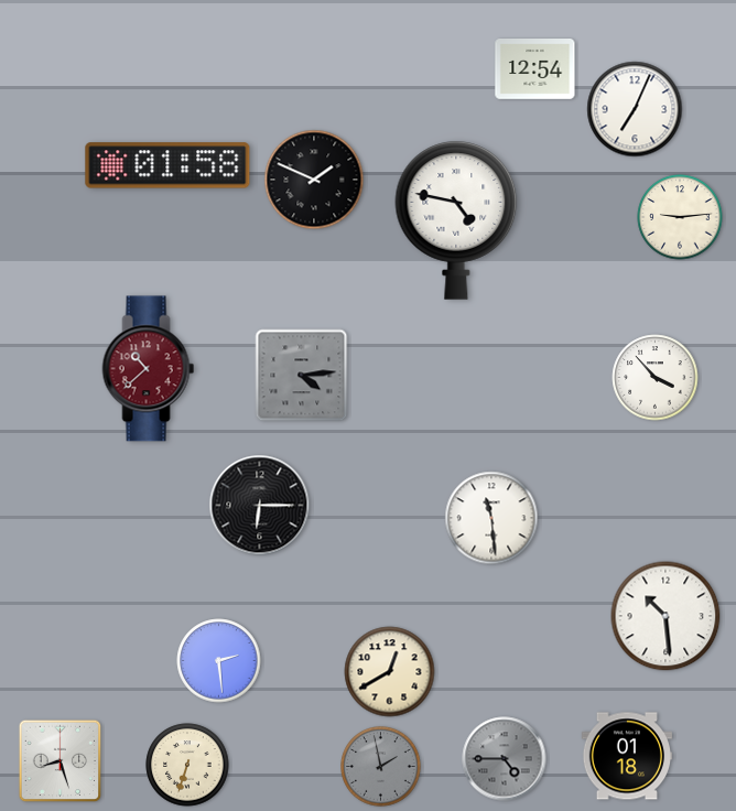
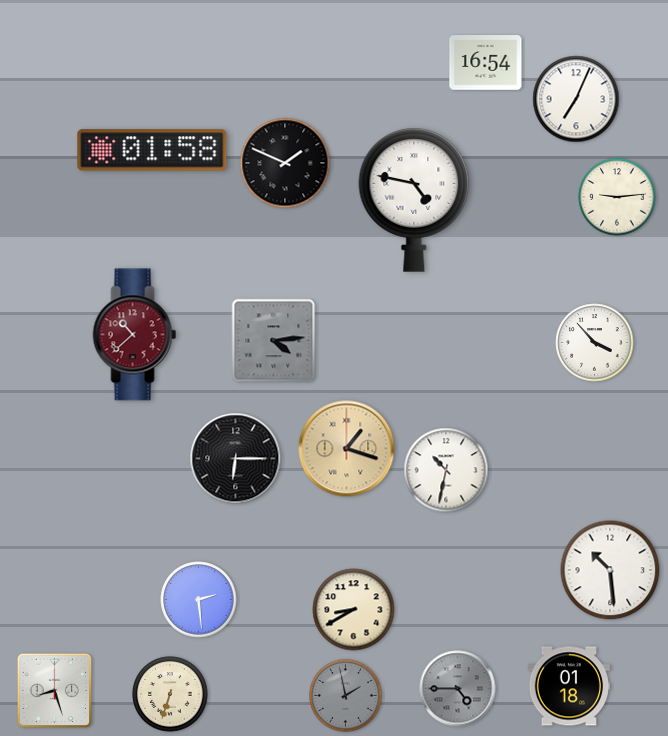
clock at (535, 69): 12:54 -> 16:54
clock at (347, 449): none -> 1:18
clock at (491, 518): 11:29 -> 10:32
clock at (665, 616) position: (665, 616) -> (610, 570)
clock at (390, 672): 12:40 -> 8:40
